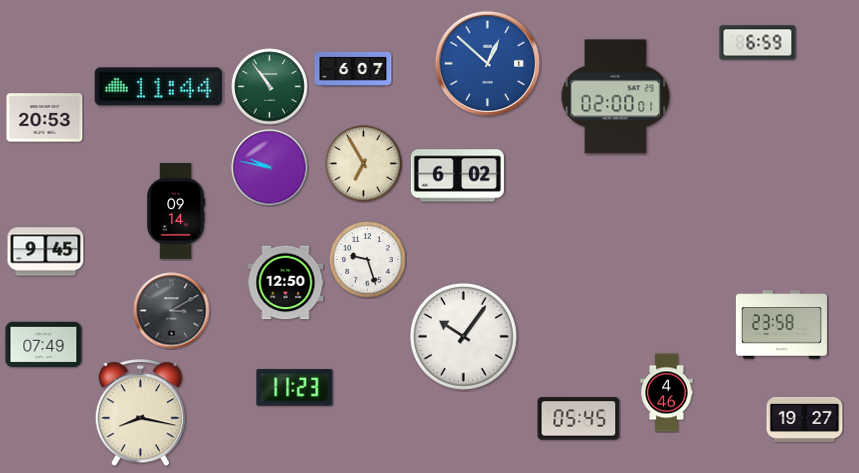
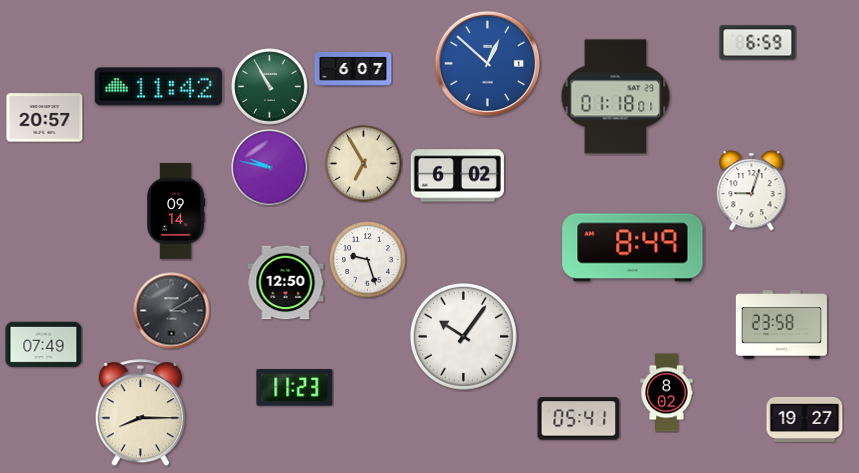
clock at (158, 87): 11:44 -> 11:42
clock at (270, 87): 10:54 -> 10:55
clock at (616, 97): 02:00 -> 01:18
clock at (45, 118): 20:53 -> 20:57
clock at (752, 191): none -> 9:03
clock at (633, 248): none -> 8:49
clock at (46, 252): 9:45 -> none
clock at (667, 393): 4:46 -> 8:02
clock at (140, 413): 8:17 -> 8:15
clock at (579, 419): 05:45 -> 05:41
